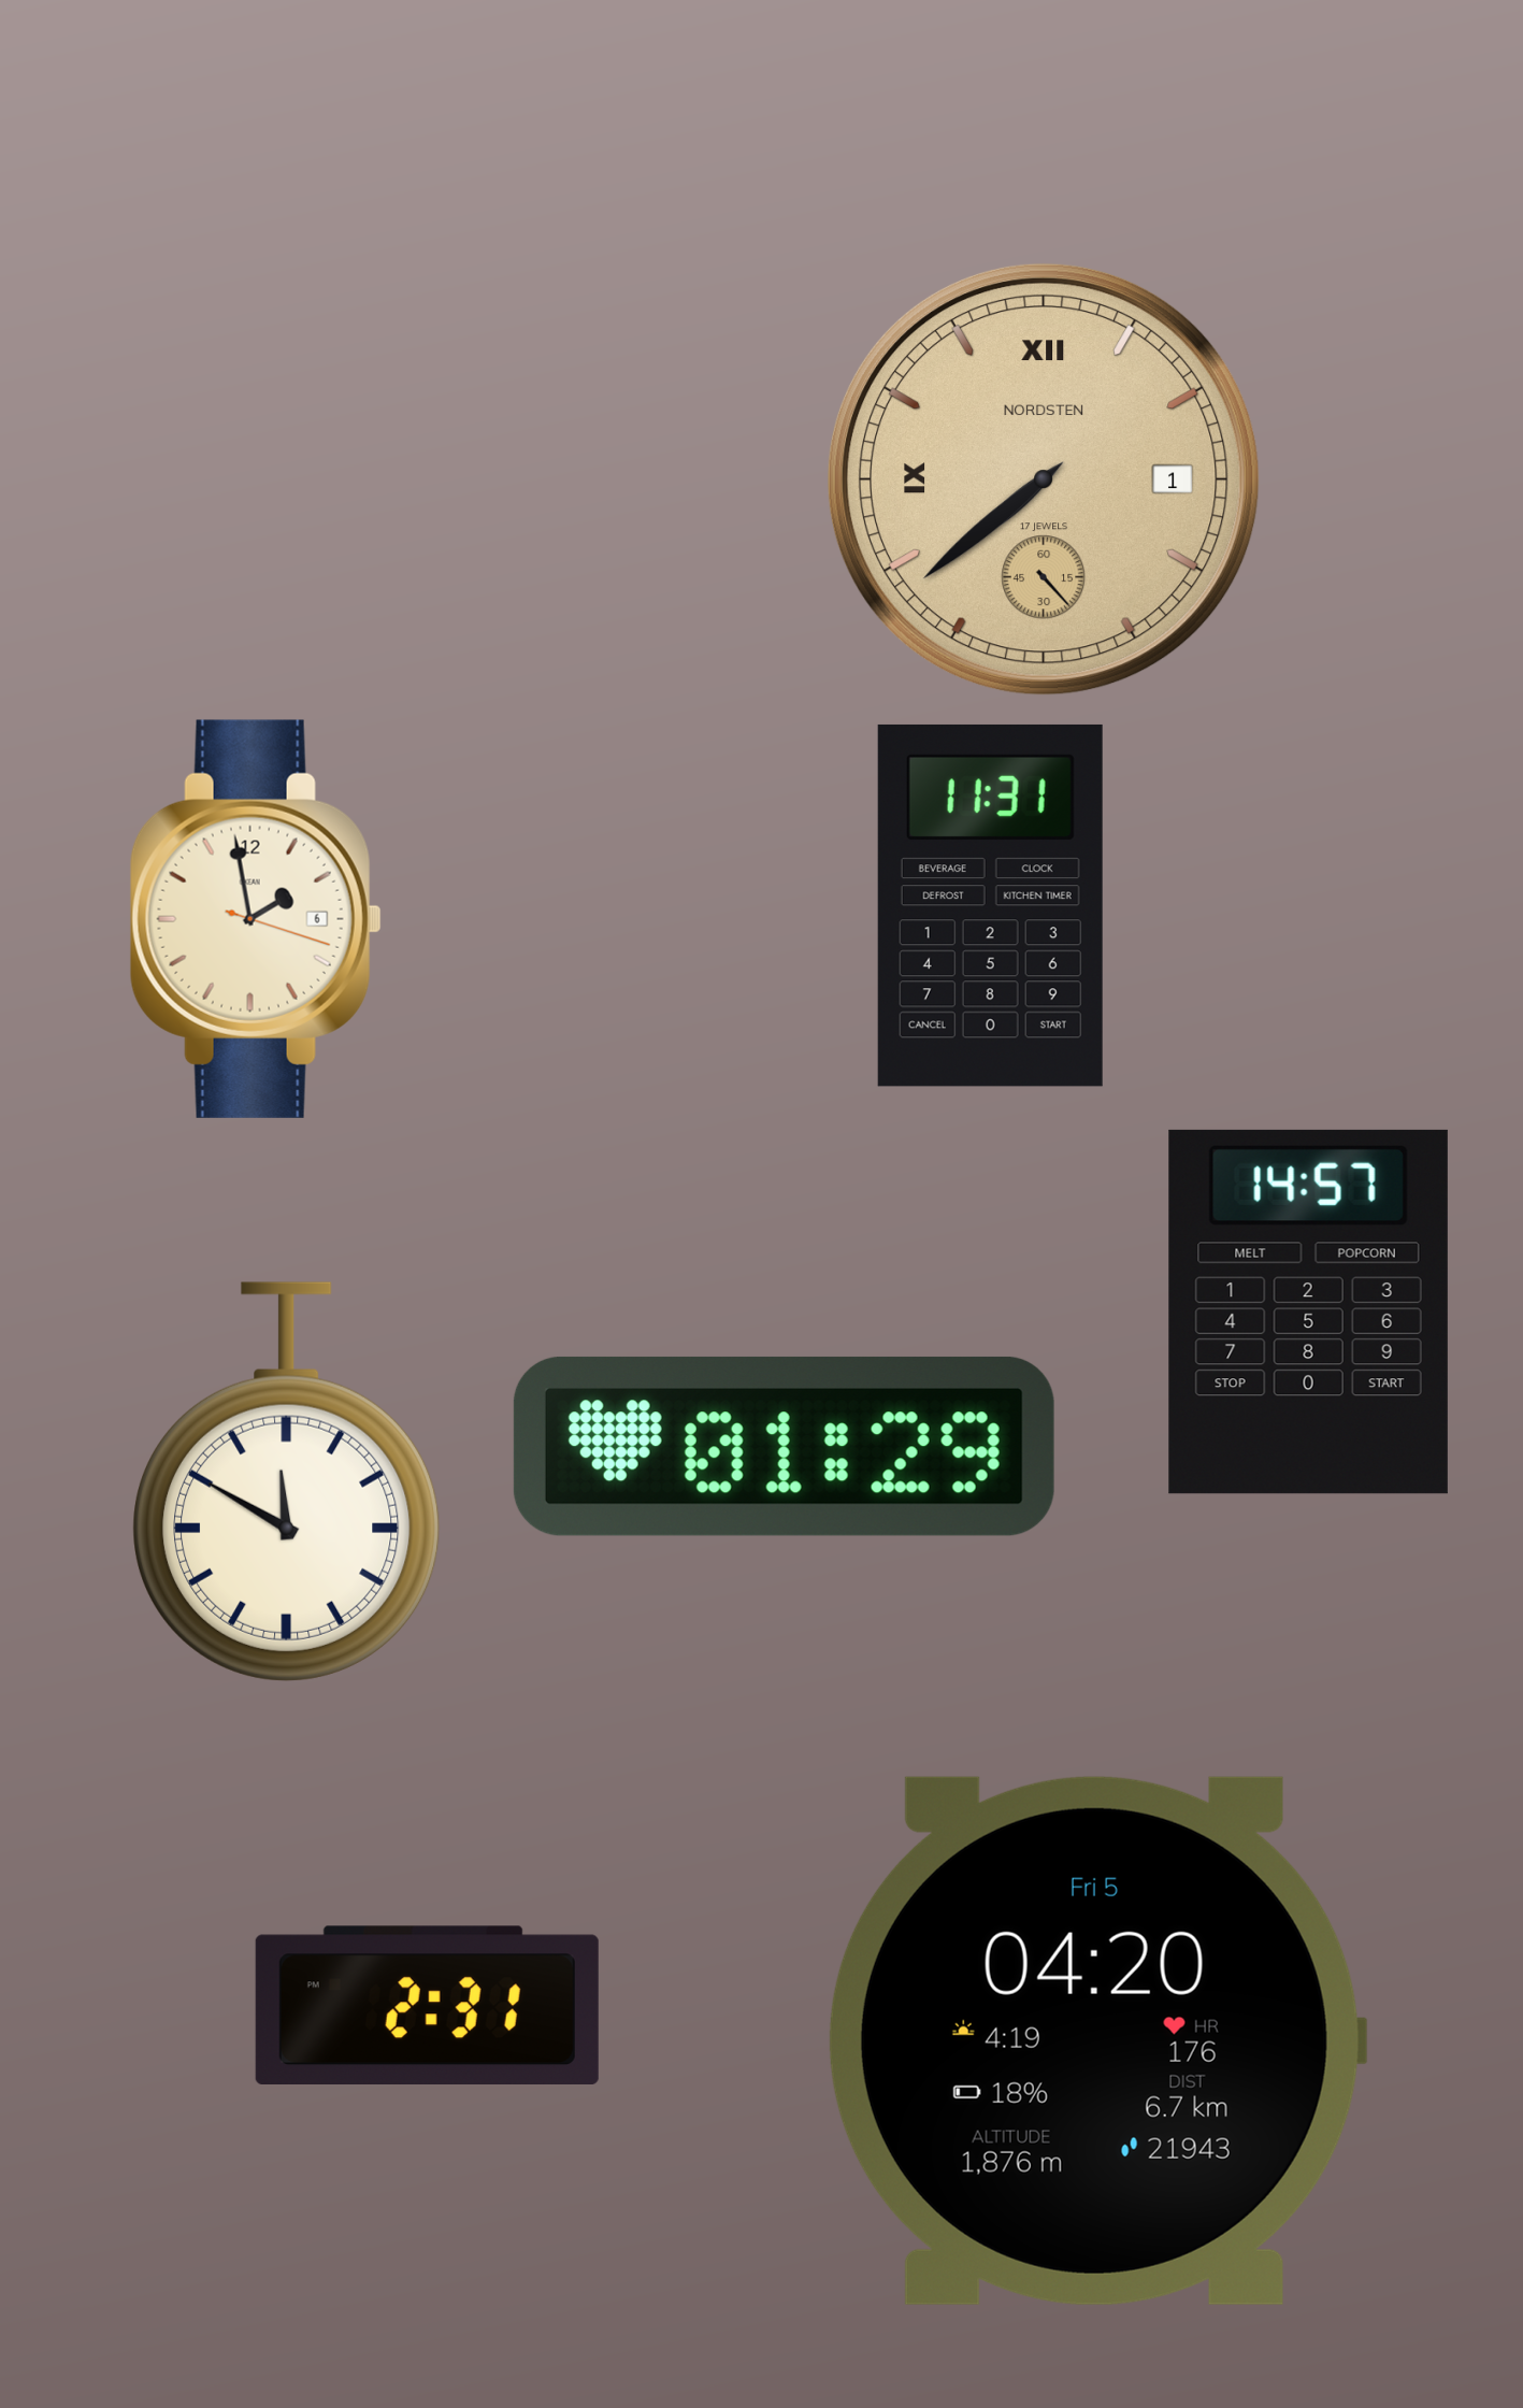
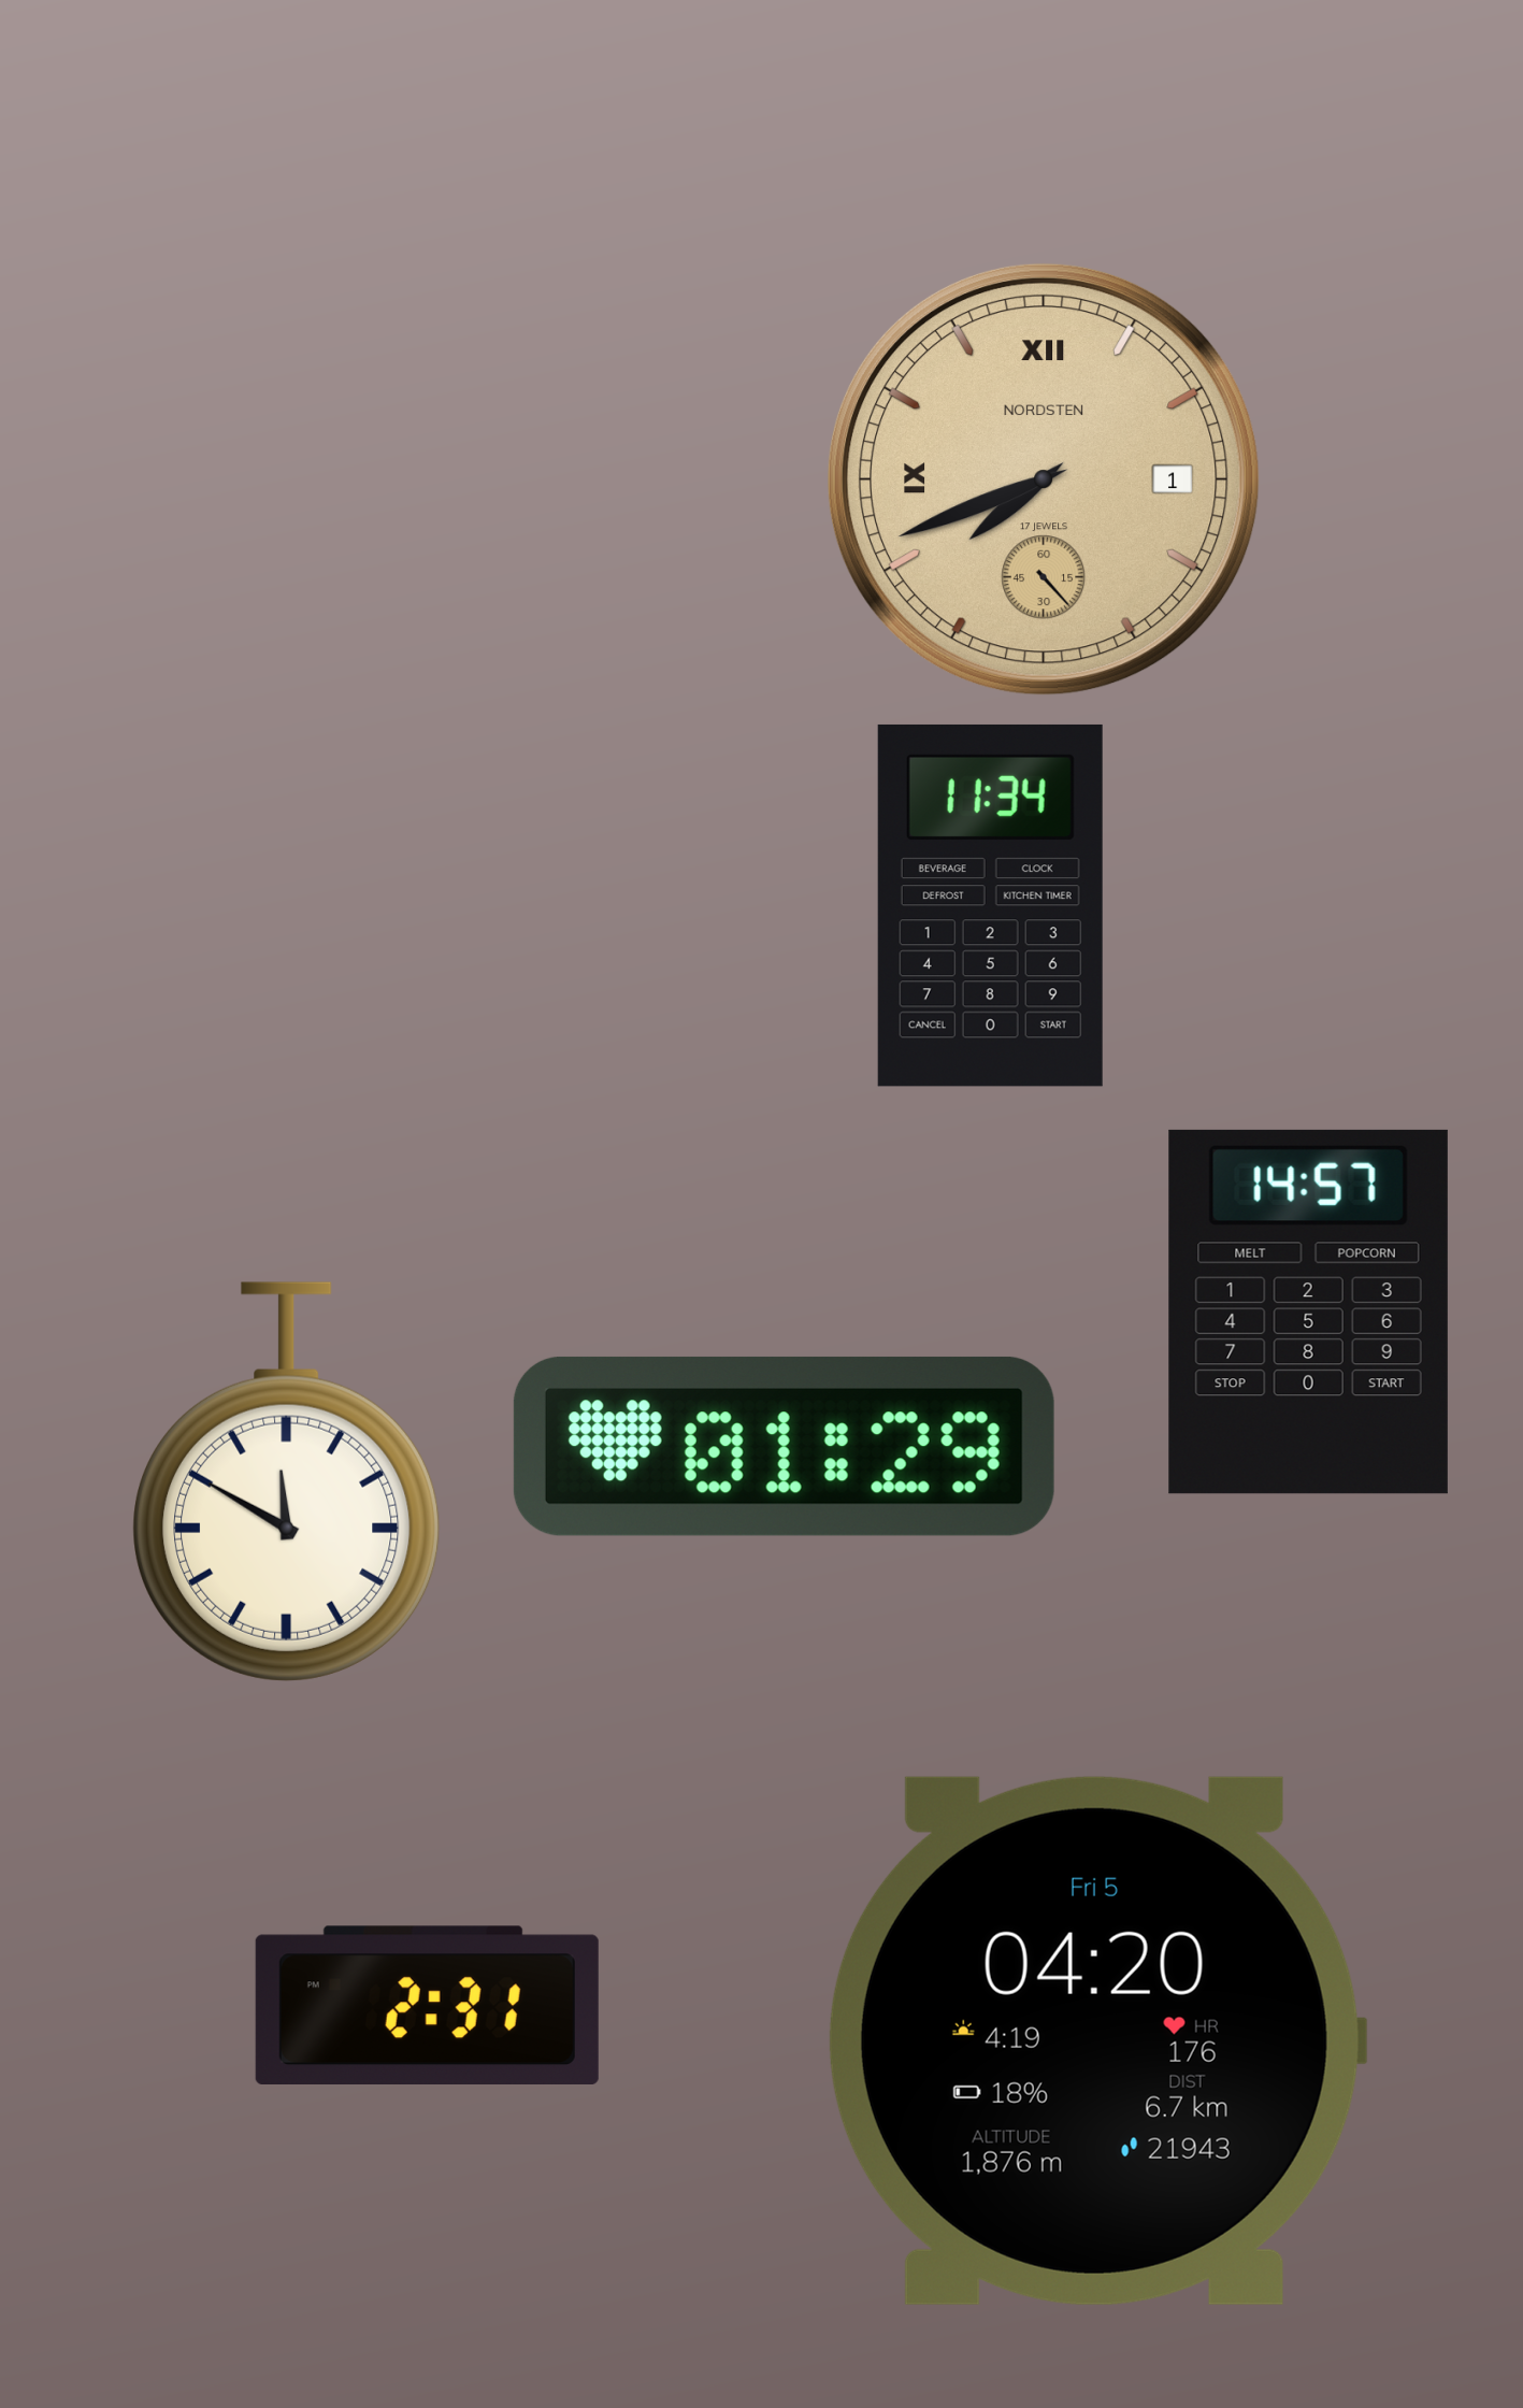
clock at (1044, 479): 7:38 -> 7:41
clock at (990, 905): 11:31 -> 11:34
clock at (256, 919): 1:58 -> none
